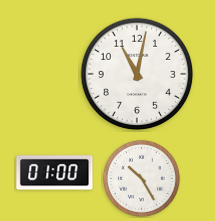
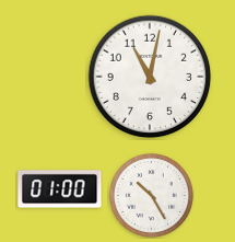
clock at (137, 74) position: (137, 74) -> (150, 77)
clock at (141, 178) position: (141, 178) -> (151, 195)
